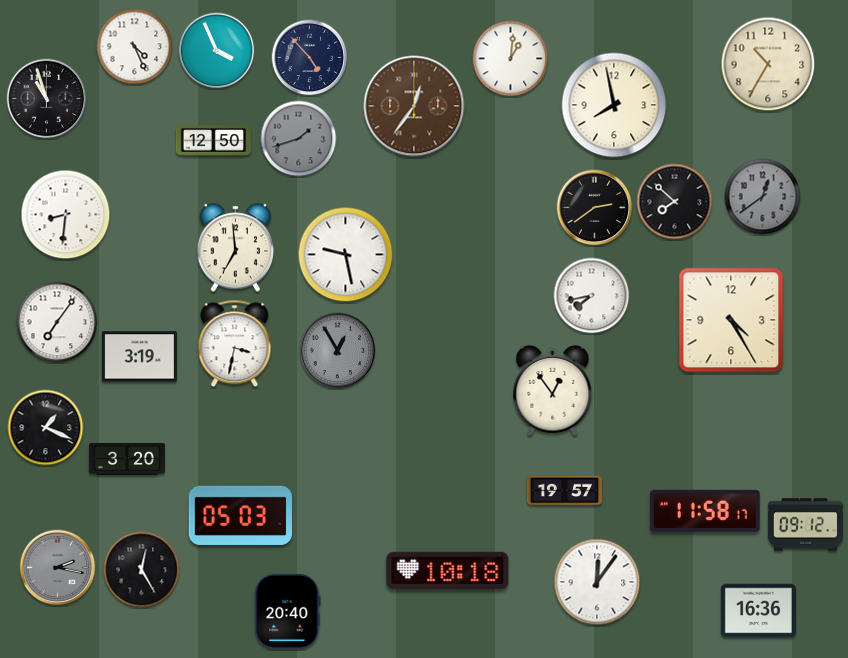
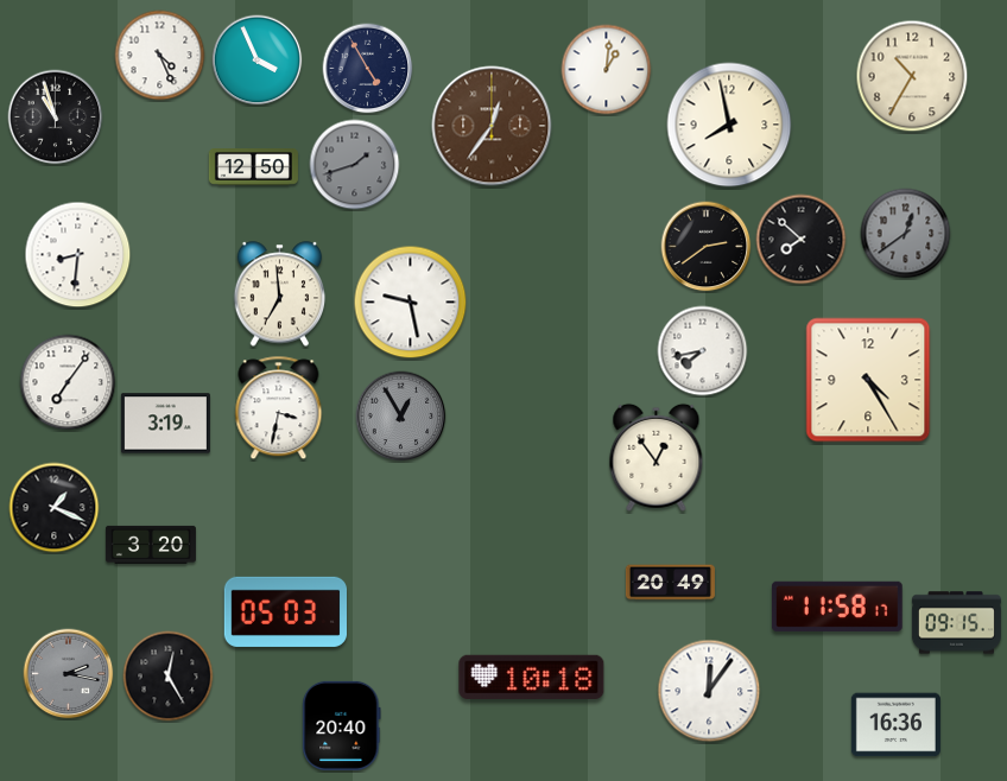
clock at (310, 58): 4:53 -> 4:55
clock at (553, 390) position: (553, 390) -> (657, 457)
clock at (564, 491): 19:57 -> 20:49
clock at (805, 525): 09:12 -> 09:15
clock at (758, 611) position: (758, 611) -> (895, 725)
